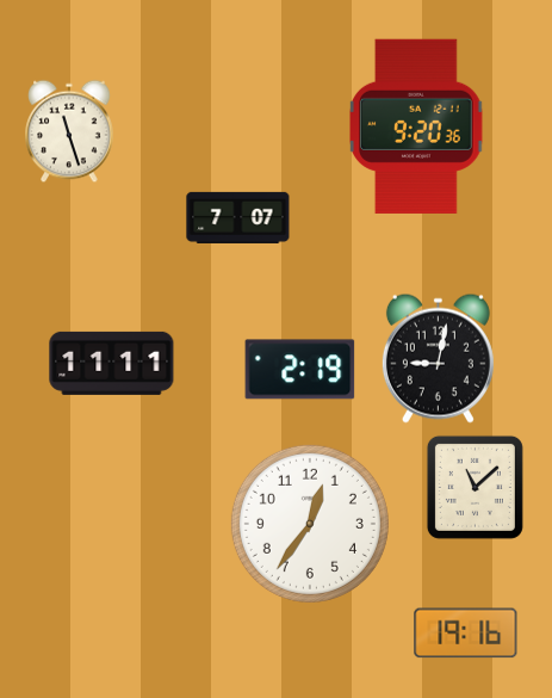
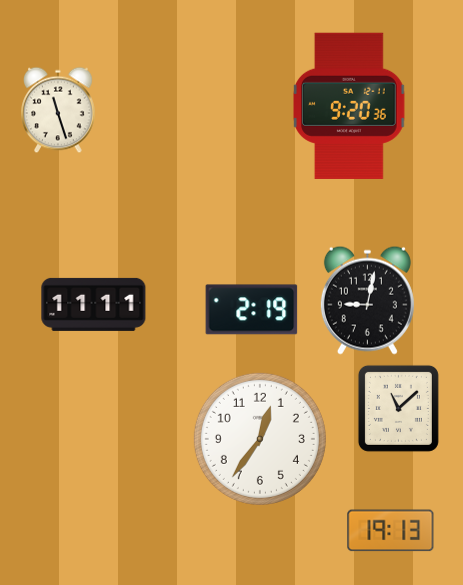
clock at (238, 217): 7:07 -> none
clock at (466, 634): 19:16 -> 19:13
